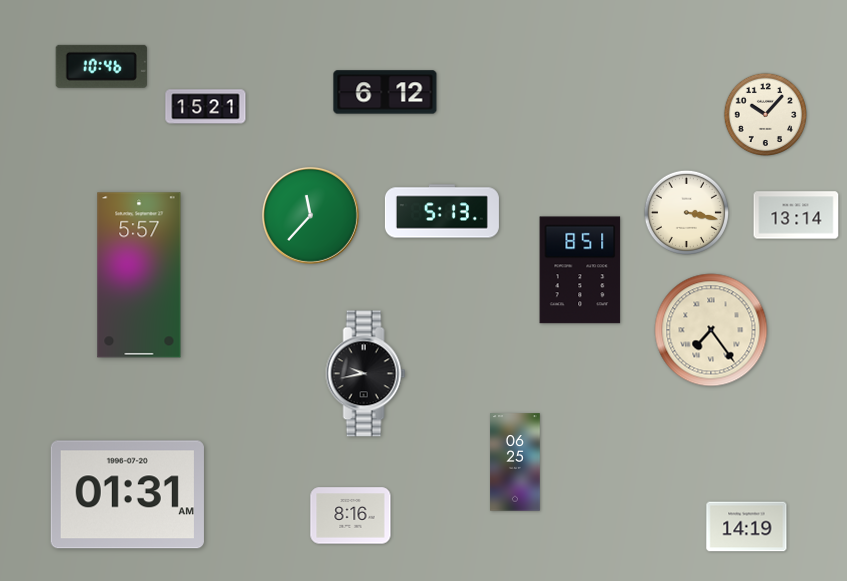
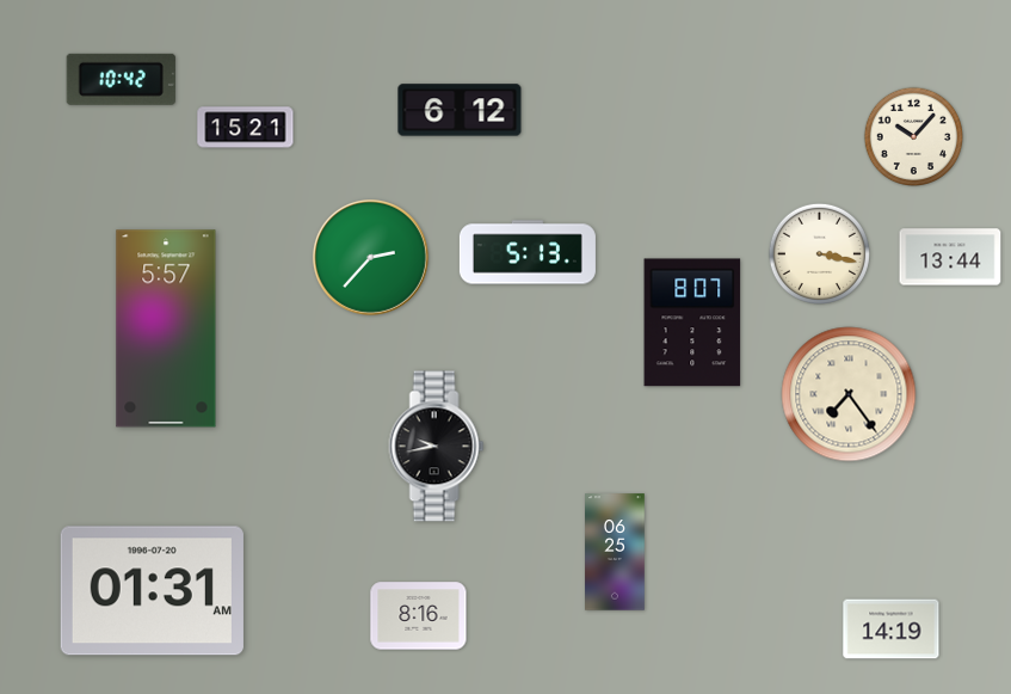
clock at (101, 66): 10:46 -> 10:42
clock at (310, 215): 11:37 -> 2:37
clock at (796, 215): 13:14 -> 13:44
clock at (580, 270): 8:51 -> 8:07
